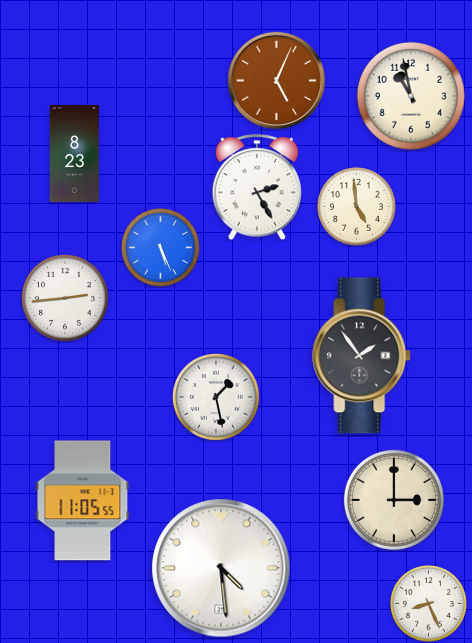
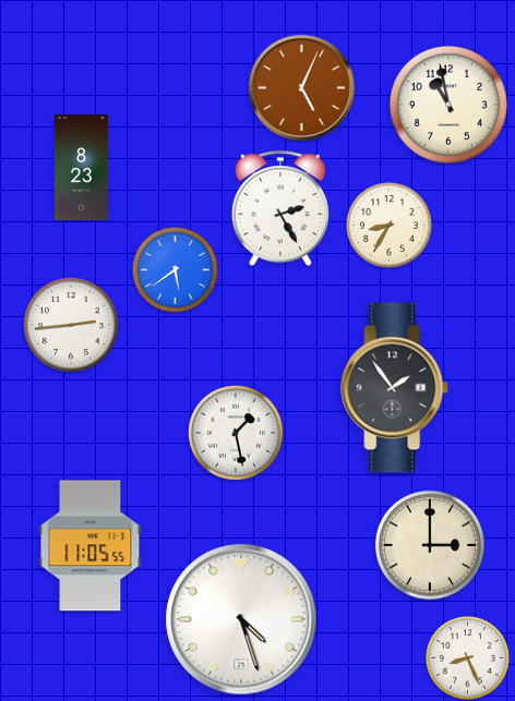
clock at (257, 188) position: (257, 188) -> (280, 209)
clock at (357, 207): 4:59 -> 8:35
clock at (161, 248): 5:26 -> 5:39
clock at (221, 568): 4:29 -> 4:27
